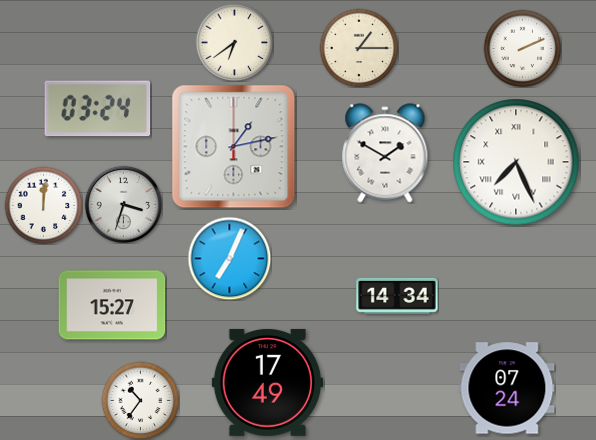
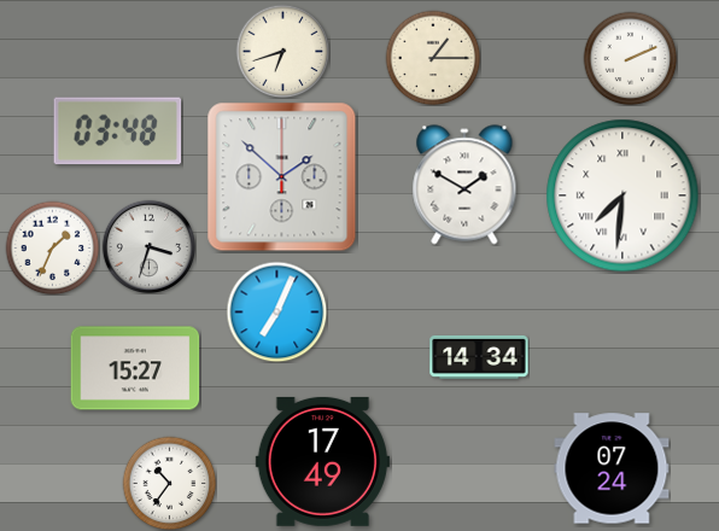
clock at (234, 42): 6:39 -> 6:42
clock at (98, 109): 03:24 -> 03:48
clock at (234, 147): 1:13 -> 1:52
clock at (516, 162): 7:26 -> 7:31
clock at (43, 205): 12:01 -> 1:34
